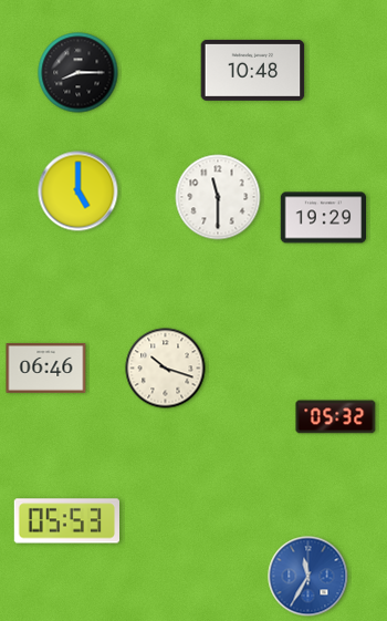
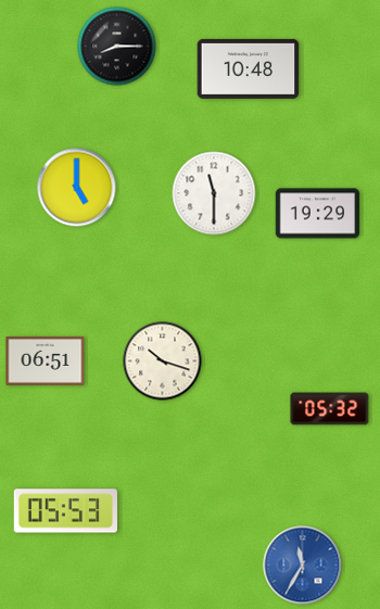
clock at (79, 73) position: (79, 73) -> (117, 47)
clock at (46, 368): 06:46 -> 06:51
